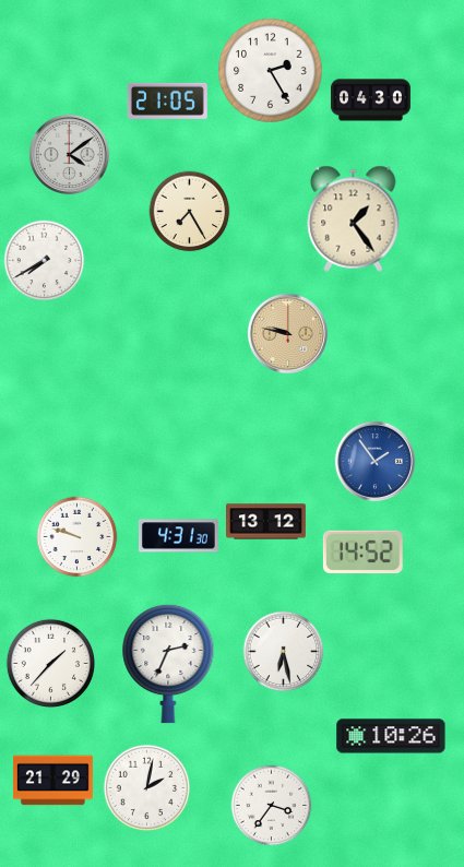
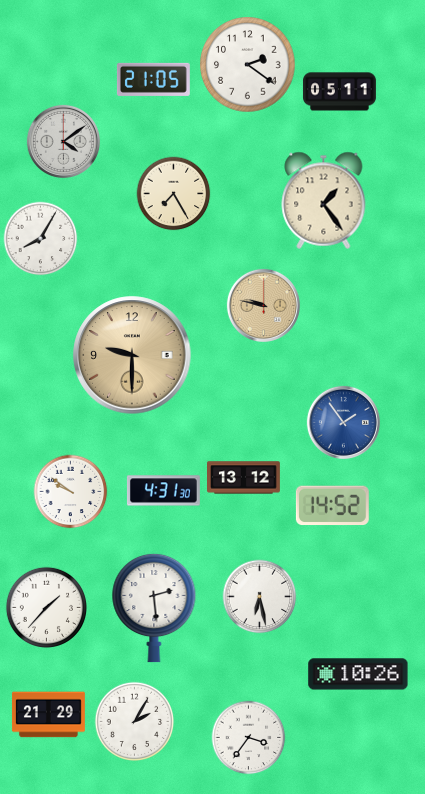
clock at (271, 71): 2:25 -> 2:21
clock at (167, 100) position: (167, 100) -> (153, 79)
clock at (370, 100): 04:30 -> 05:11
clock at (45, 261): 7:40 -> 8:05
clock at (132, 355): none -> 9:30
clock at (78, 537): 9:48 -> 9:51
clock at (168, 664): 2:34 -> 2:29
clock at (147, 788): 2:02 -> 2:05
